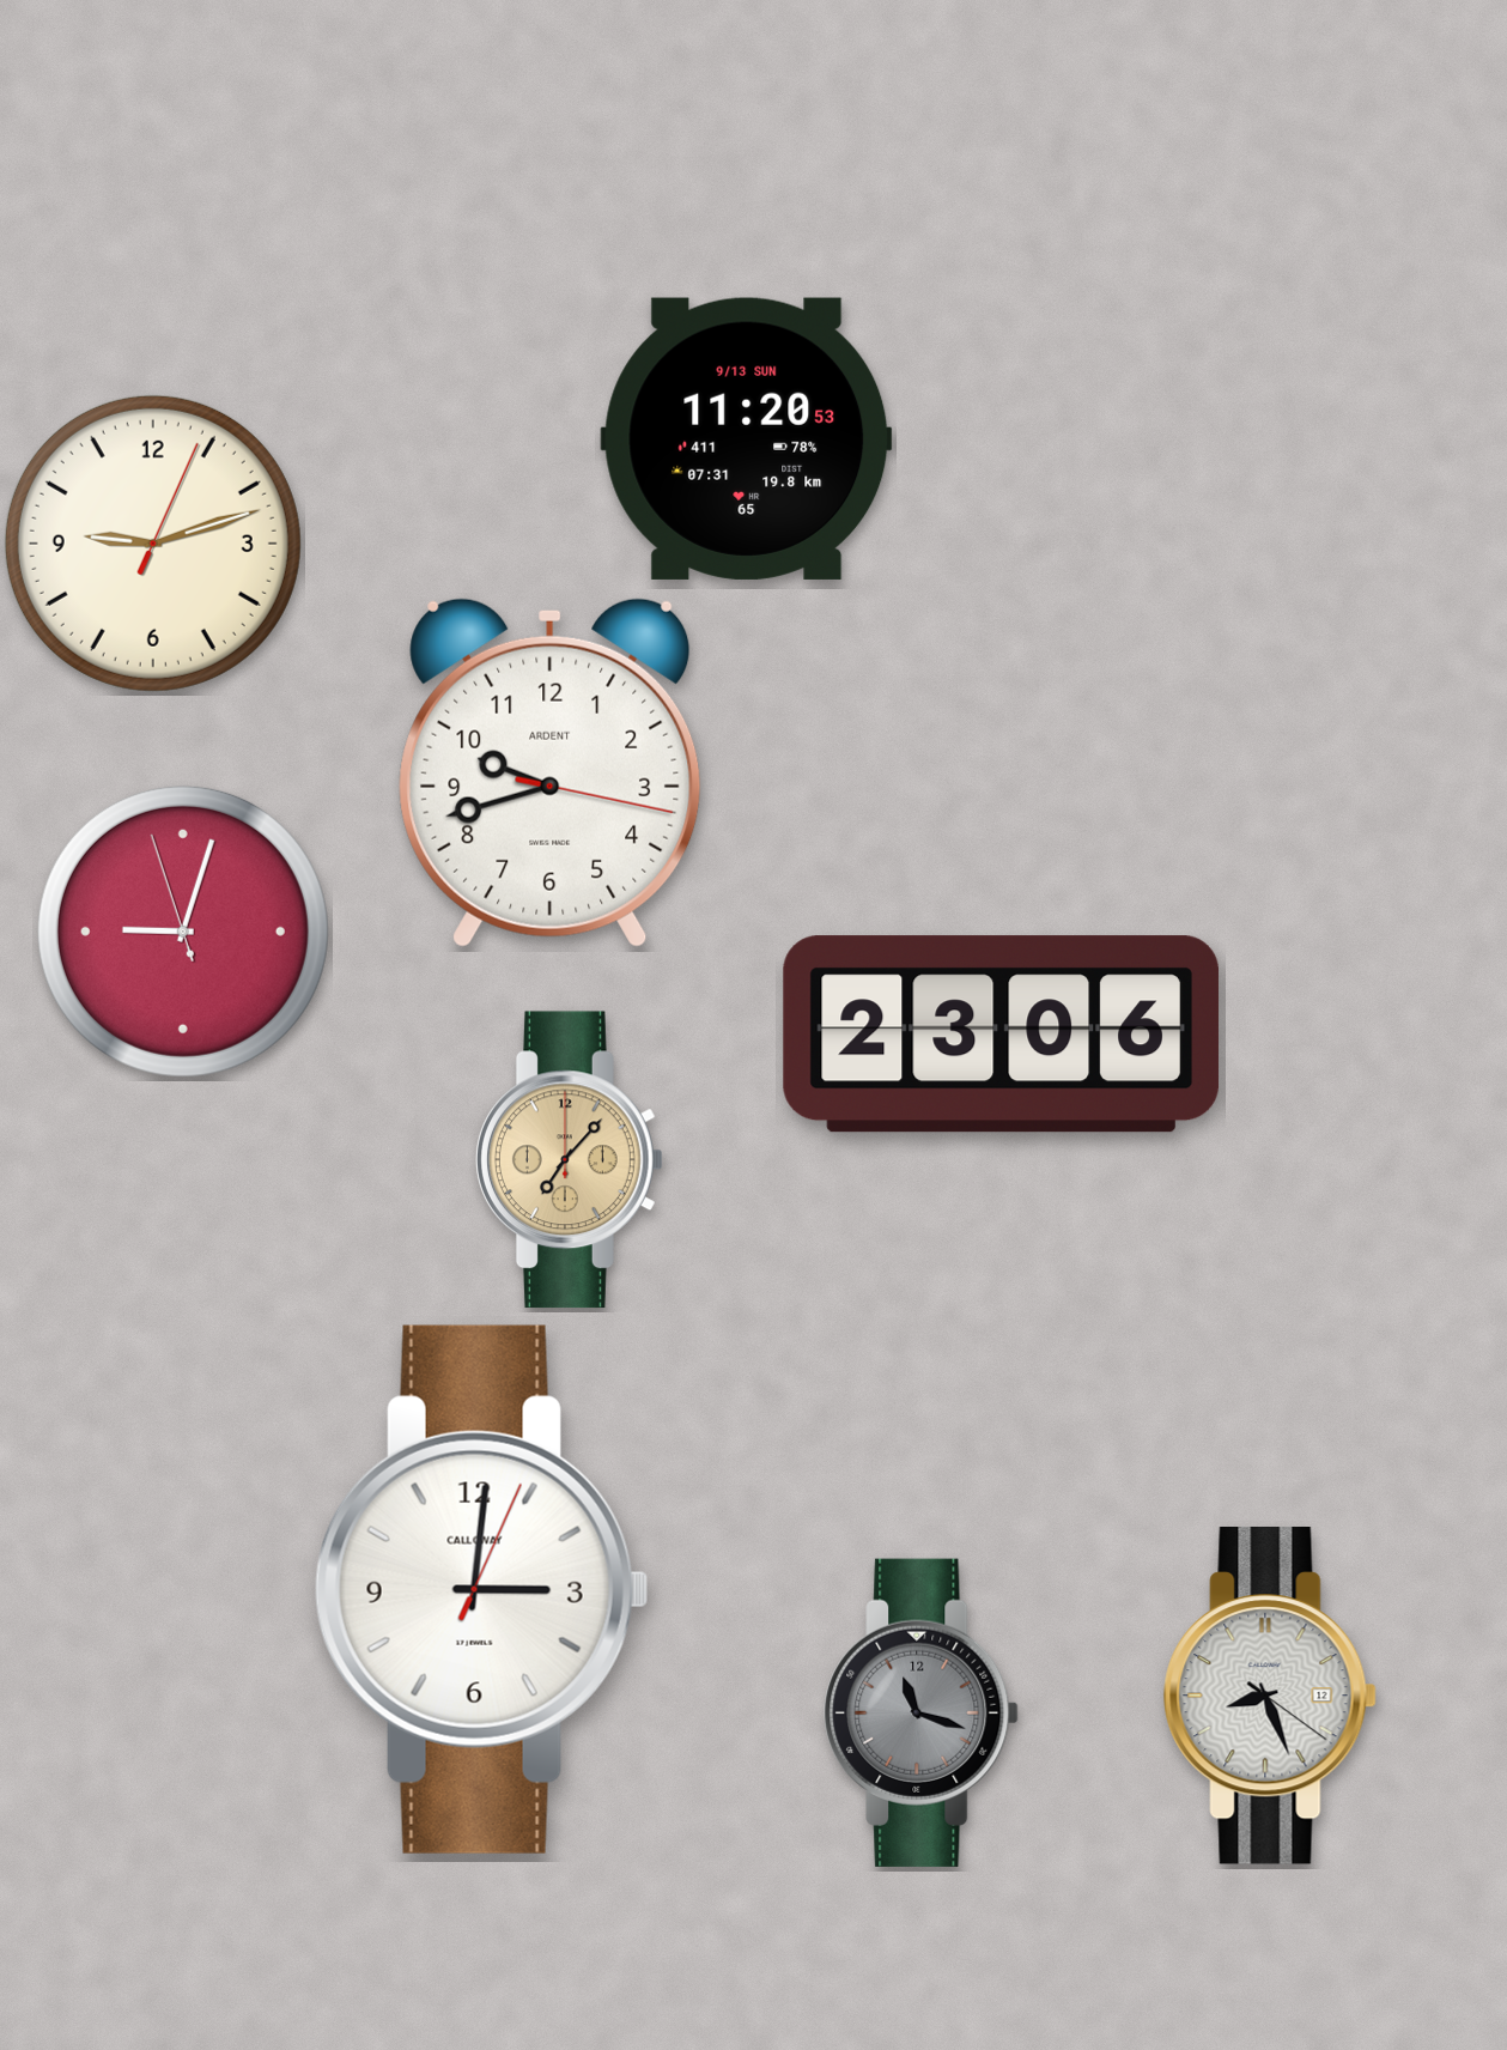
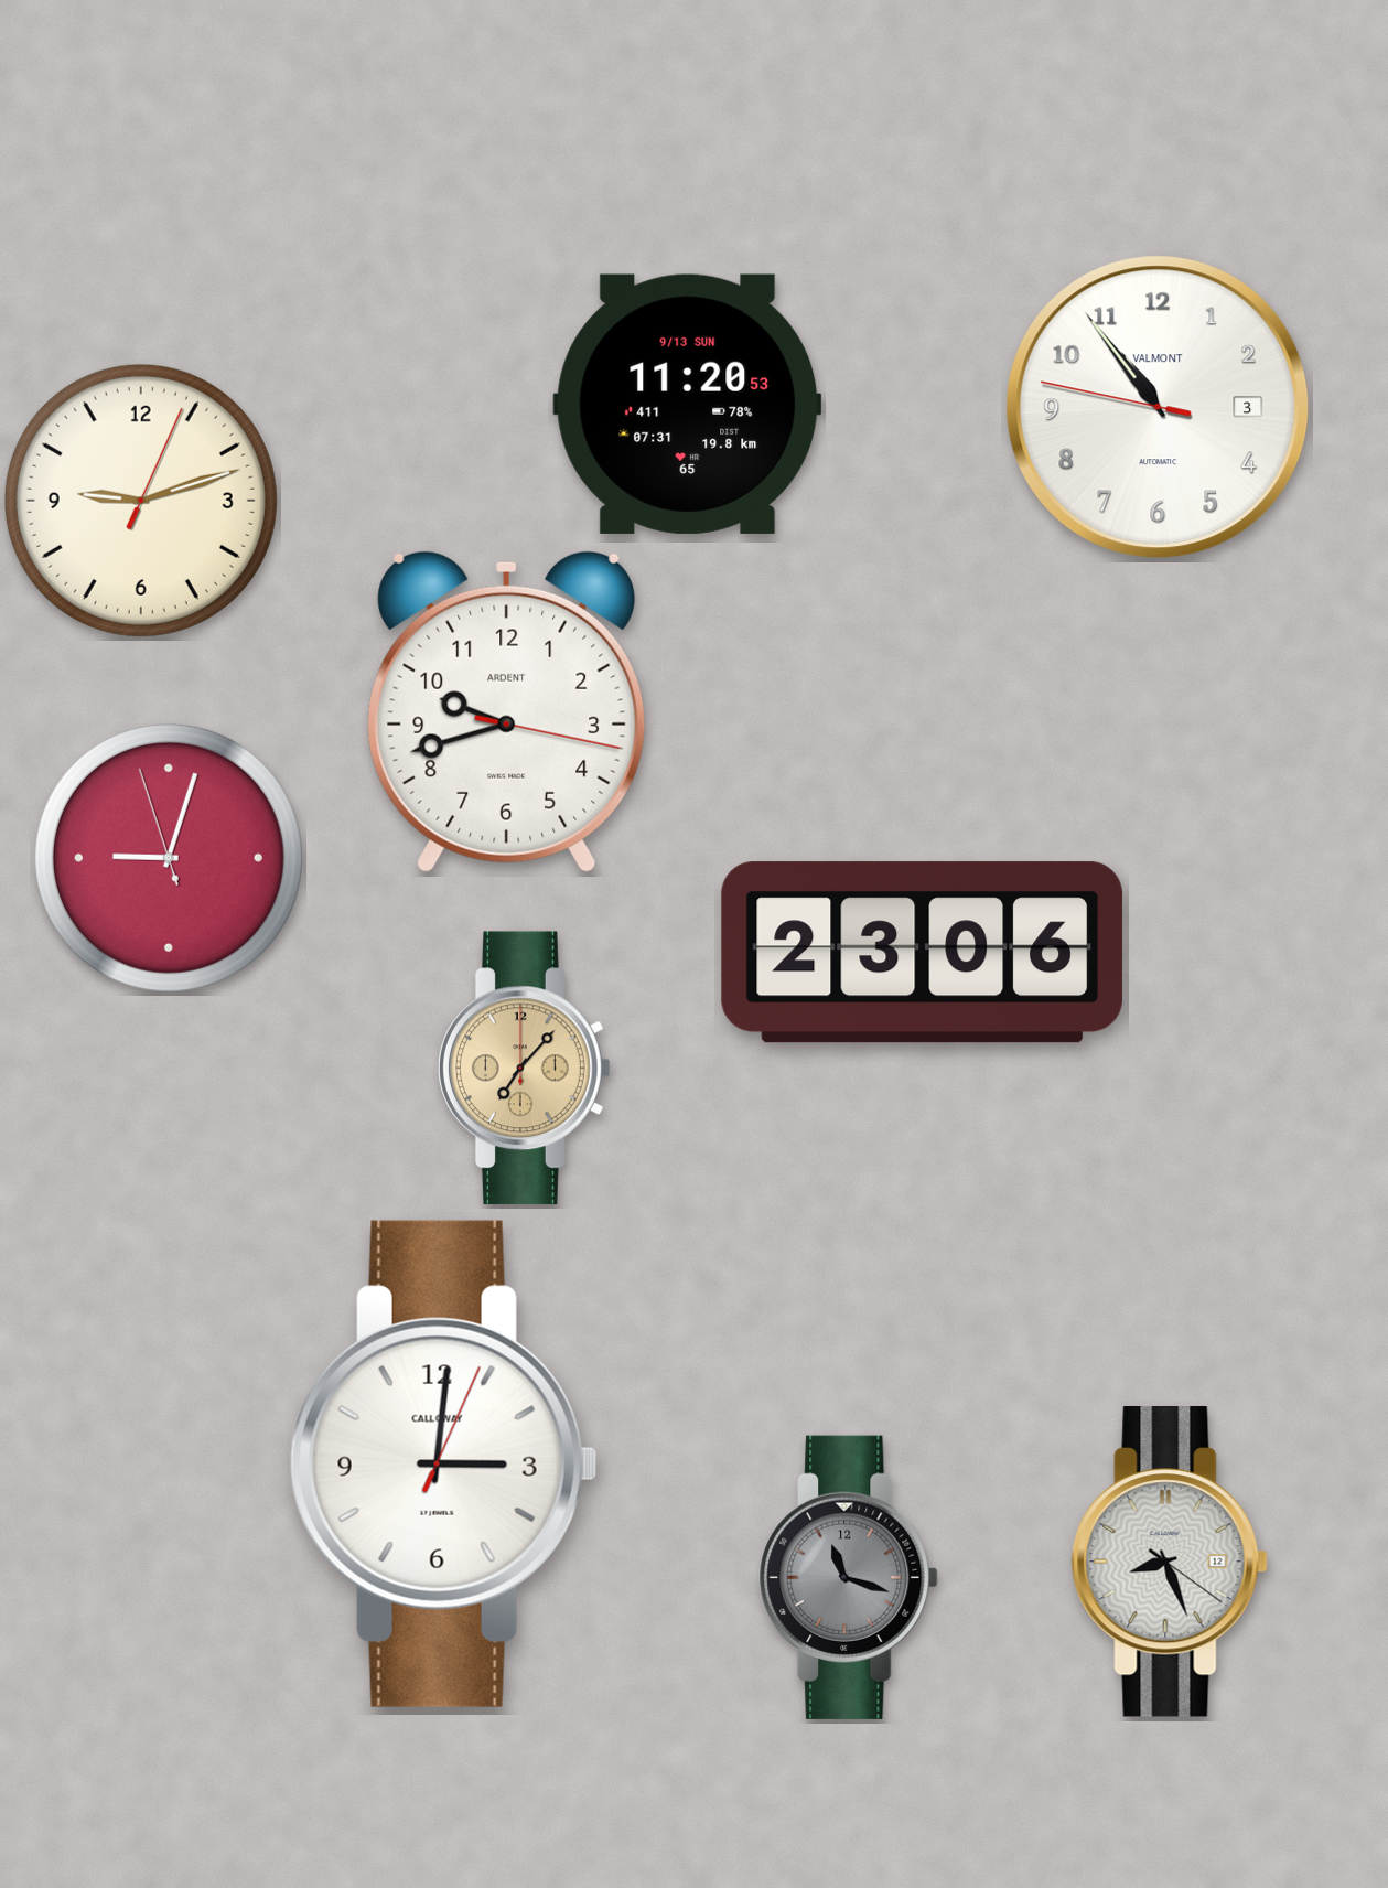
clock at (1158, 407): none -> 10:53
